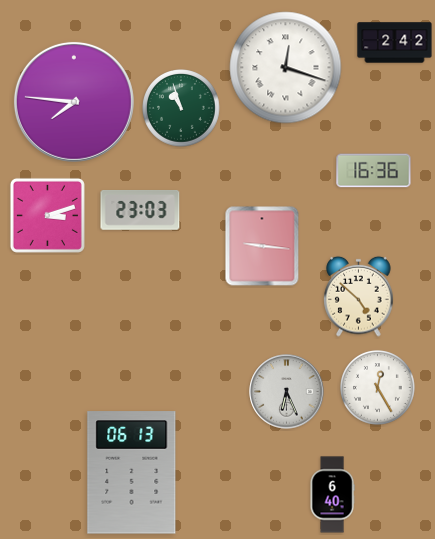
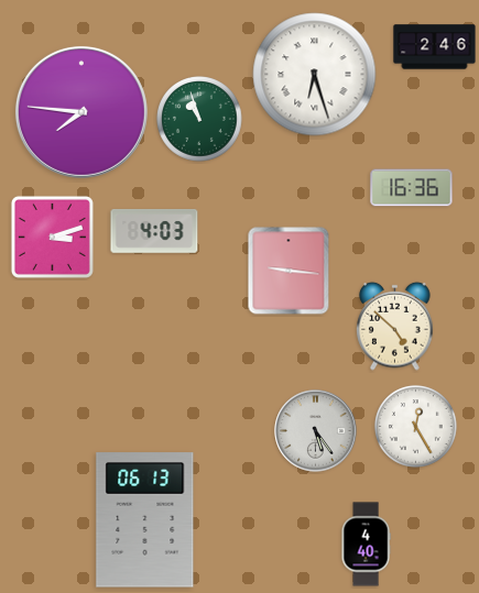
clock at (395, 43): 2:42 -> 2:46
clock at (286, 68): 12:18 -> 6:27
clock at (140, 210): 23:03 -> 4:03
clock at (287, 392): 6:26 -> 5:24
clock at (332, 495): 6:40 -> 4:40
